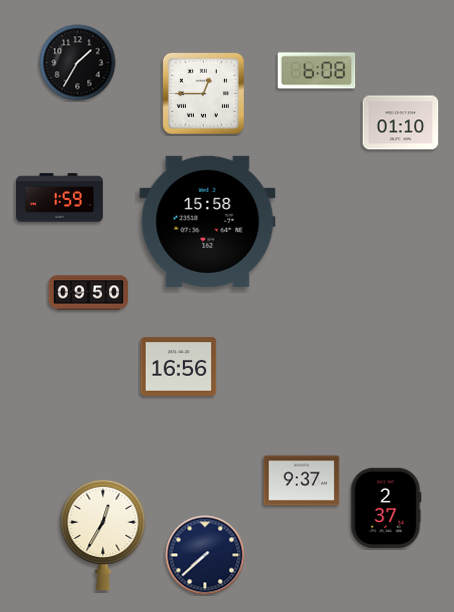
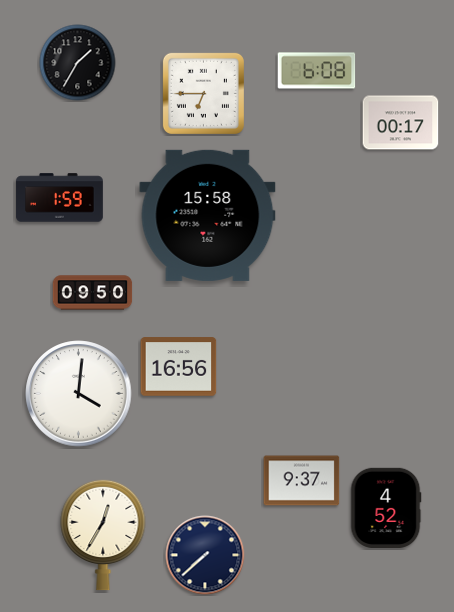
clock at (203, 93): 12:45 -> 6:45
clock at (401, 123): 01:10 -> 00:17
clock at (208, 221) position: (208, 221) -> (208, 215)
clock at (89, 293) position: (89, 293) -> (93, 293)
clock at (79, 394): none -> 4:01
clock at (386, 507): 2:37 -> 4:52
